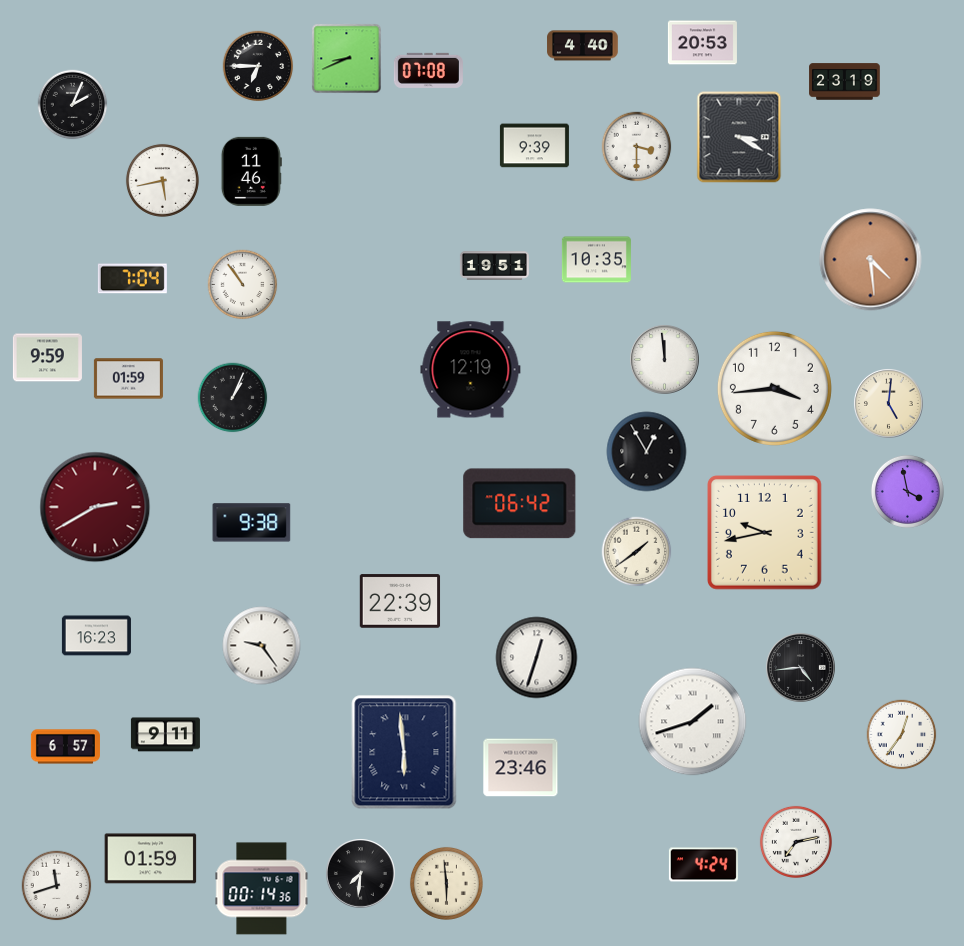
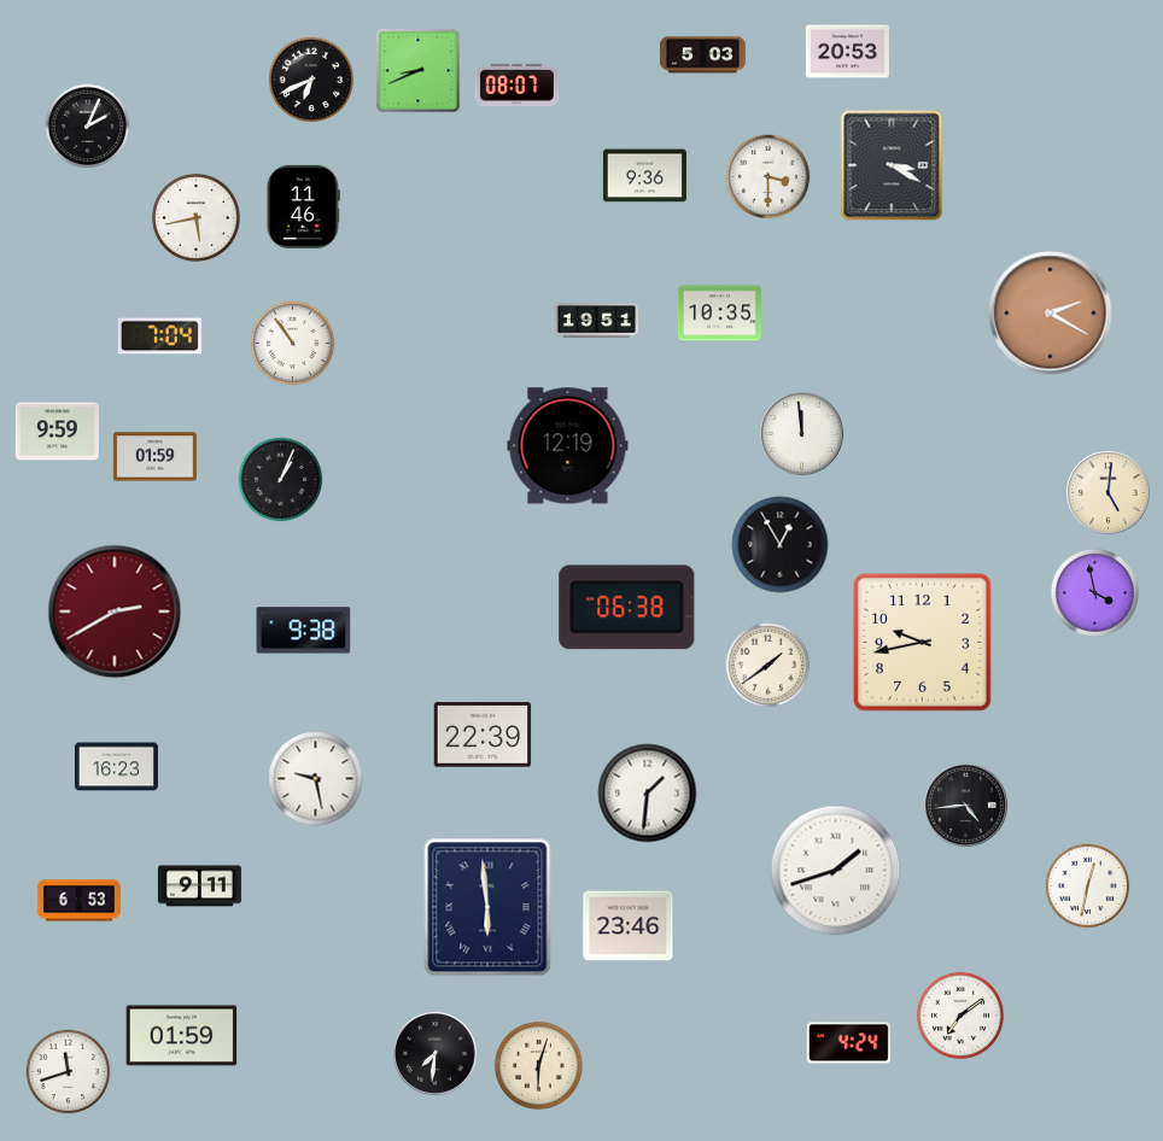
clock at (583, 46): 4:40 -> 5:03
clock at (258, 66): 6:45 -> 6:41
clock at (428, 70): 07:08 -> 08:07
clock at (845, 82): 23:19 -> none
clock at (534, 146): 9:39 -> 9:36
clock at (871, 260): 4:29 -> 2:20
clock at (774, 388): 3:44 -> none
clock at (889, 404) position: (889, 404) -> (1109, 493)
clock at (520, 504): 06:42 -> 06:38
clock at (400, 601) position: (400, 601) -> (483, 735)
clock at (262, 646): 9:24 -> 9:28
clock at (537, 658): 12:33 -> 1:31
clock at (902, 735): 12:36 -> 12:32
clock at (65, 747): 6:57 -> 6:53
clock at (796, 842): 7:13 -> 7:09
clock at (446, 883): 5:59 -> 6:03
clock at (57, 886) position: (57, 886) -> (69, 1072)
clock at (262, 889): 00:14 -> none
